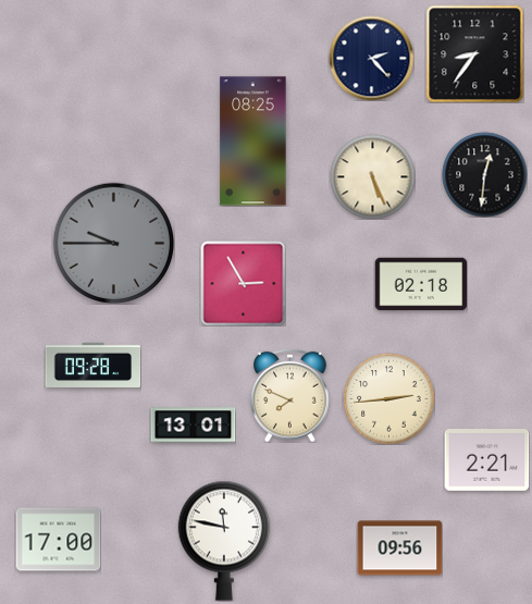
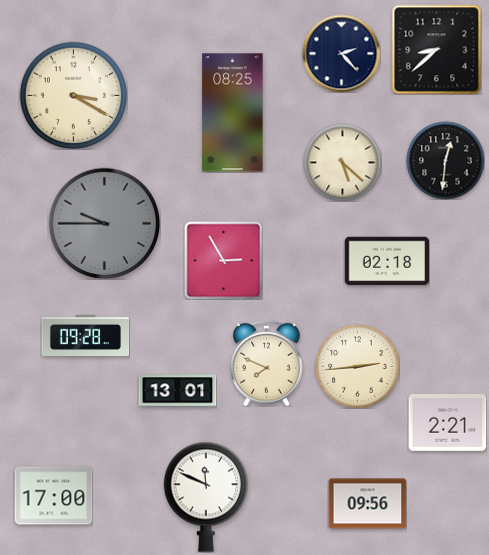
clock at (474, 53): 8:36 -> 8:38
clock at (73, 95): none -> 3:20
clock at (253, 141) position: (253, 141) -> (233, 113)
clock at (372, 176): 5:26 -> 5:22
clock at (223, 541): 11:47 -> 11:49
